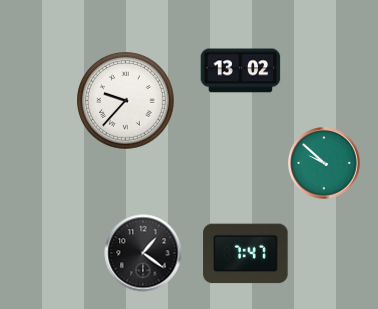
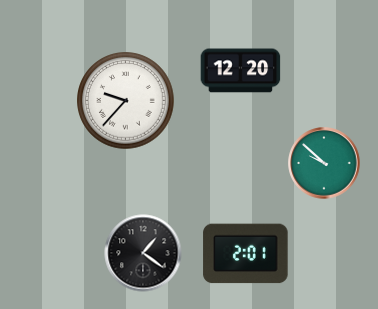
clock at (241, 71): 13:02 -> 12:20
clock at (246, 254): 7:47 -> 2:01
